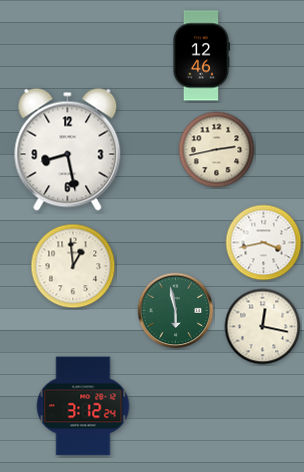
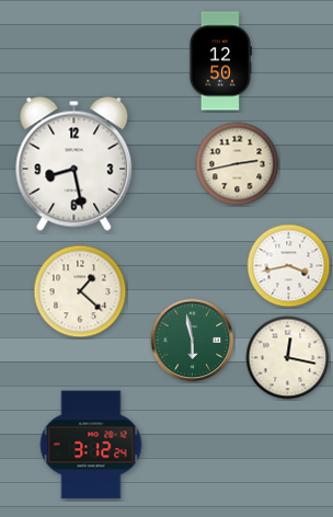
clock at (200, 56): 12:46 -> 12:50
clock at (73, 266): 12:59 -> 1:22
